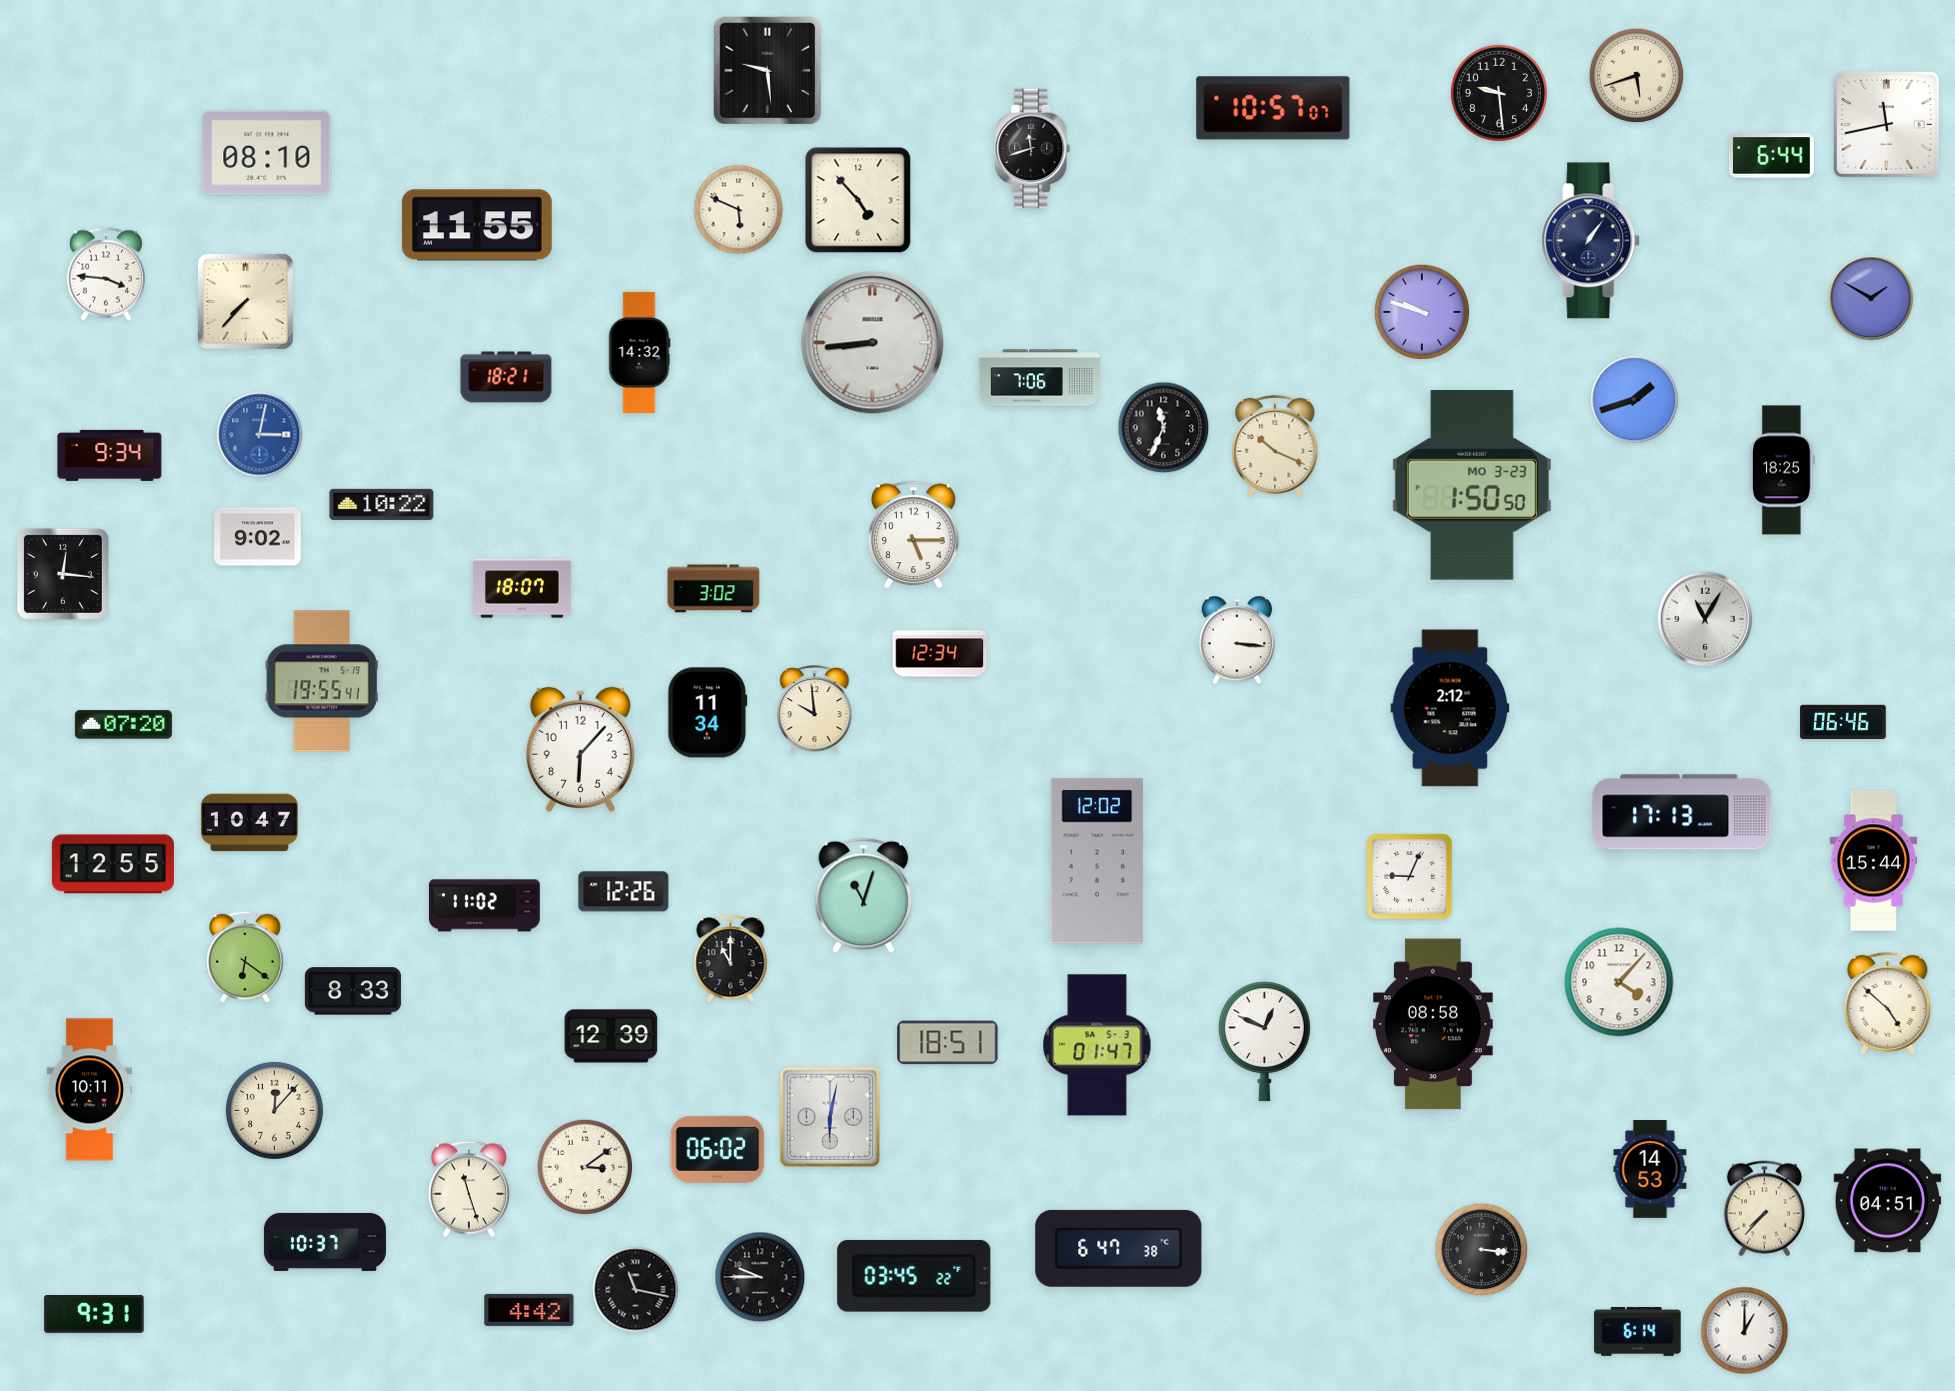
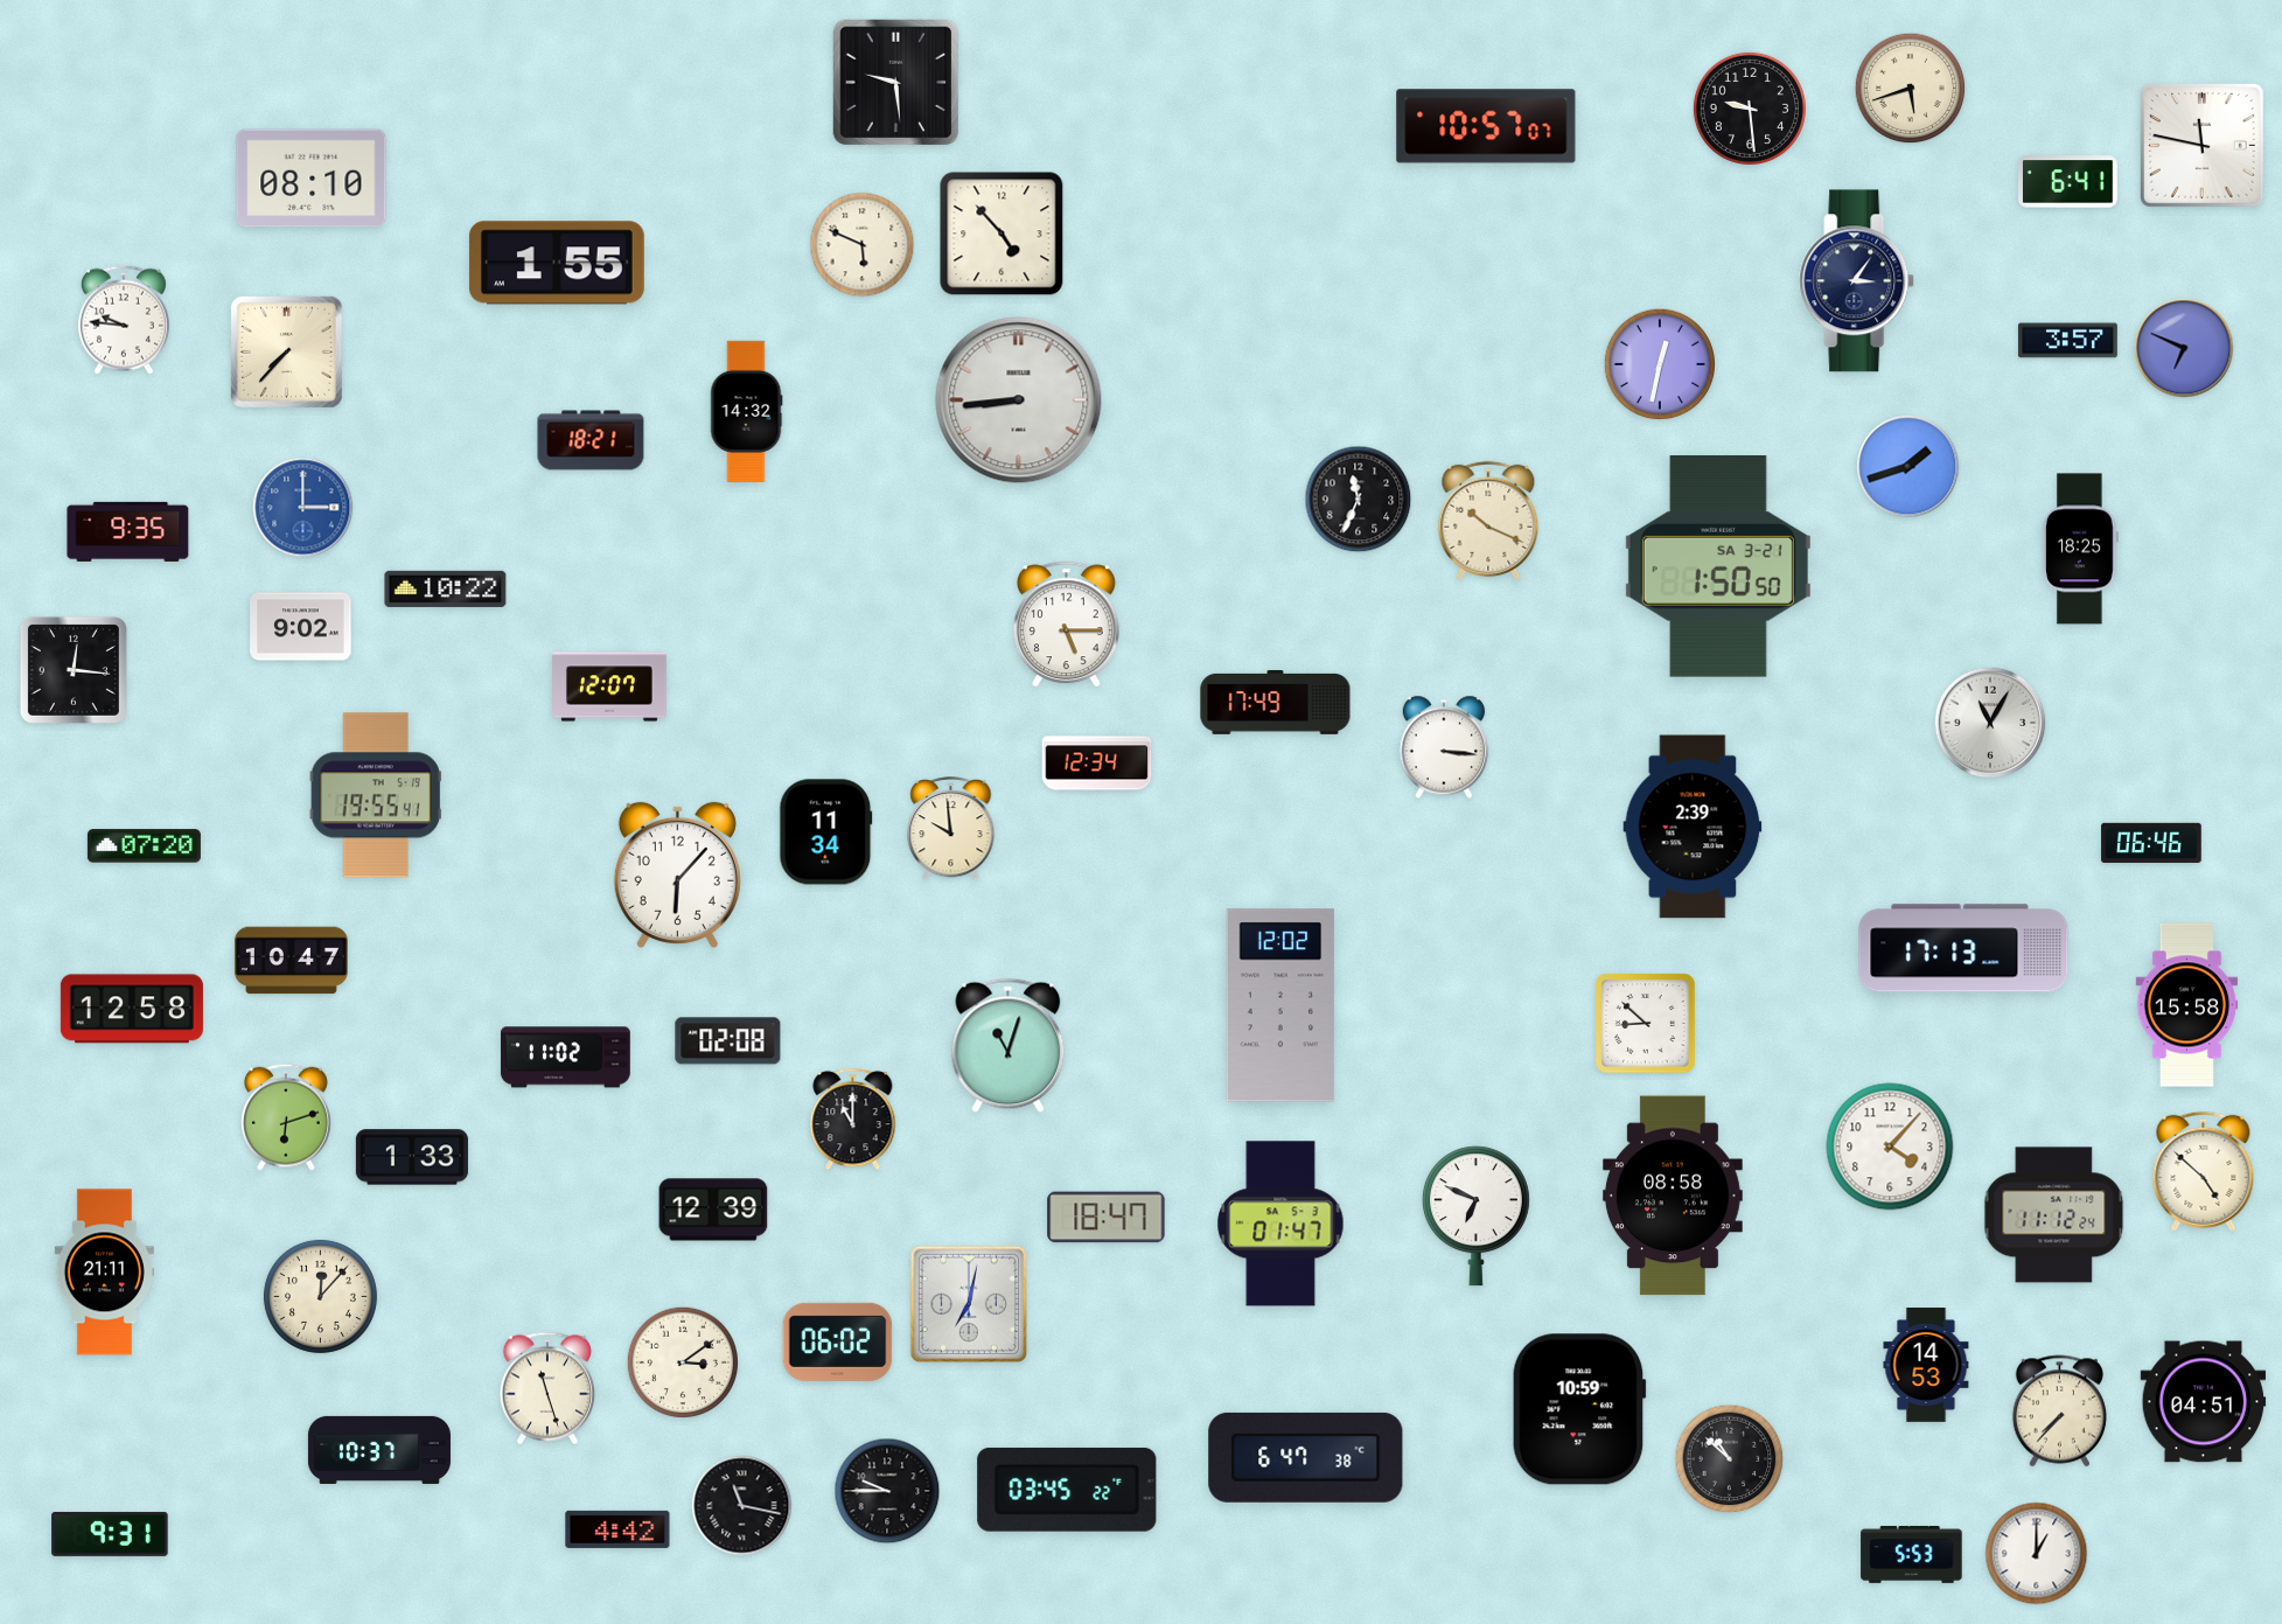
clock at (1887, 125): 11:43 -> 11:47
clock at (1033, 149): 11:42 -> none
clock at (1772, 156): 6:44 -> 6:41
clock at (477, 225): 11:55 -> 1:55
clock at (1591, 241): 1:06 -> 3:06
clock at (106, 274): 3:46 -> 9:46
clock at (2068, 341): none -> 3:57
clock at (1871, 298): 1:50 -> 6:49
clock at (1421, 312): 9:48 -> 12:32
clock at (1039, 378): 7:06 -> none
clock at (260, 435): 3:02 -> 3:00
clock at (110, 455): 9:34 -> 9:35
clock at (1472, 486) date: MO 3-23 -> SA 3-21
clock at (523, 588): 18:07 -> 12:07
clock at (714, 589): 3:02 -> none
clock at (1276, 702): none -> 17:49
clock at (1450, 708): 2:12 -> 2:39
clock at (1874, 861): 15:44 -> 15:58
clock at (113, 864): 12:55 -> 12:58
clock at (1410, 877): 9:04 -> 8:52
clock at (624, 892): 12:26 -> 02:08
clock at (245, 957): 6:21 -> 6:12
clock at (353, 991): 8:33 -> 1:33
clock at (2054, 1215): none -> 11:12
clock at (1264, 1042): 12:49 -> 6:49
clock at (948, 1043): 18:51 -> 18:47
clock at (1097, 1045) position: (1097, 1045) -> (1280, 1224)
clock at (89, 1090): 10:11 -> 21:11
clock at (830, 1117): 6:02 -> 7:02
clock at (1579, 1409): none -> 10:59
clock at (1482, 1250): 3:16 -> 10:52
clock at (1638, 1331): 6:14 -> 5:53
